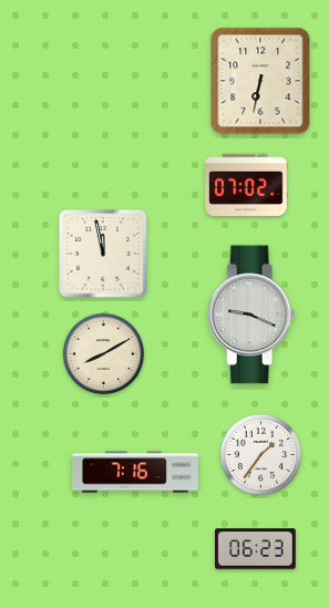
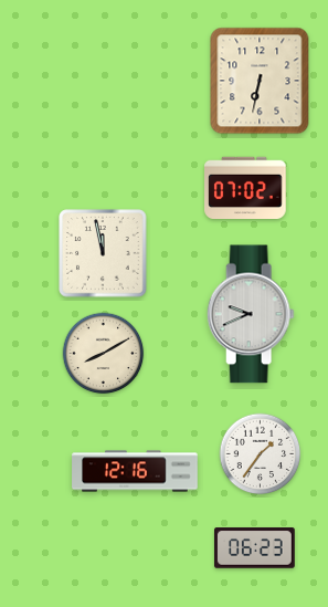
clock at (246, 184) position: (246, 184) -> (245, 187)
clock at (251, 315): 9:19 -> 9:41
clock at (135, 472): 7:16 -> 12:16
